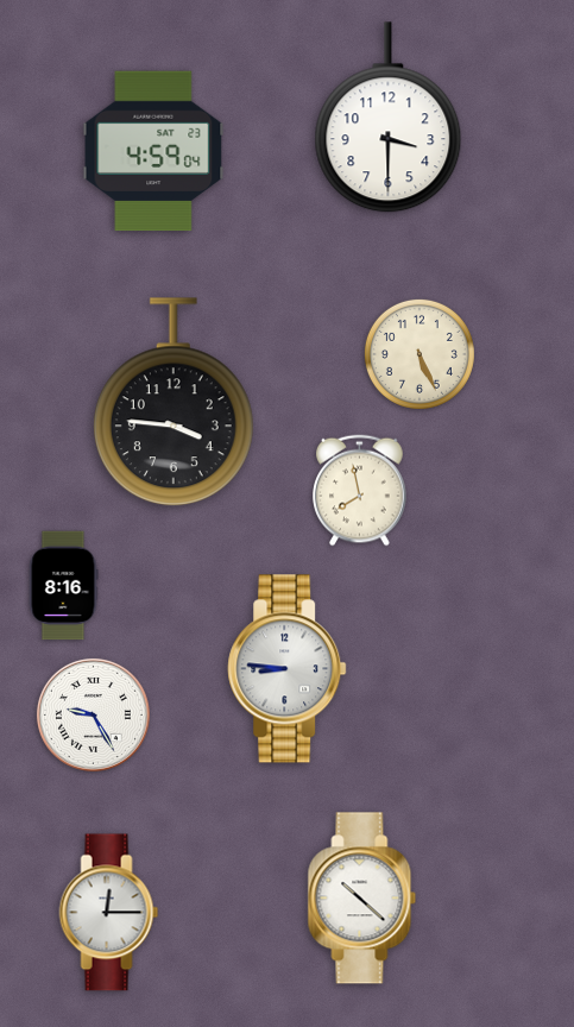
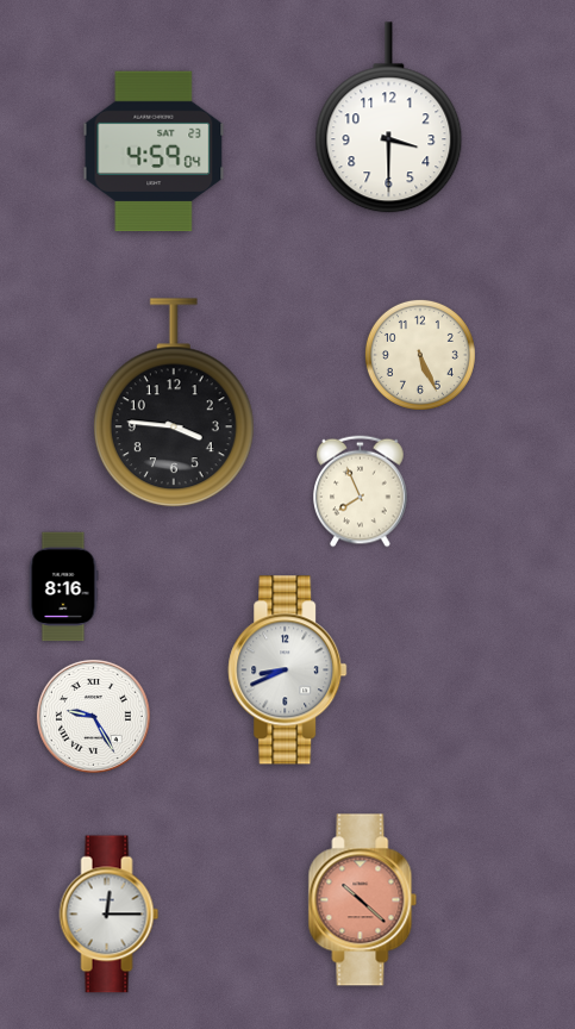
clock at (360, 491): 7:58 -> 7:56
clock at (288, 669): 8:46 -> 8:41
clock at (362, 899) dial: white -> salmon
